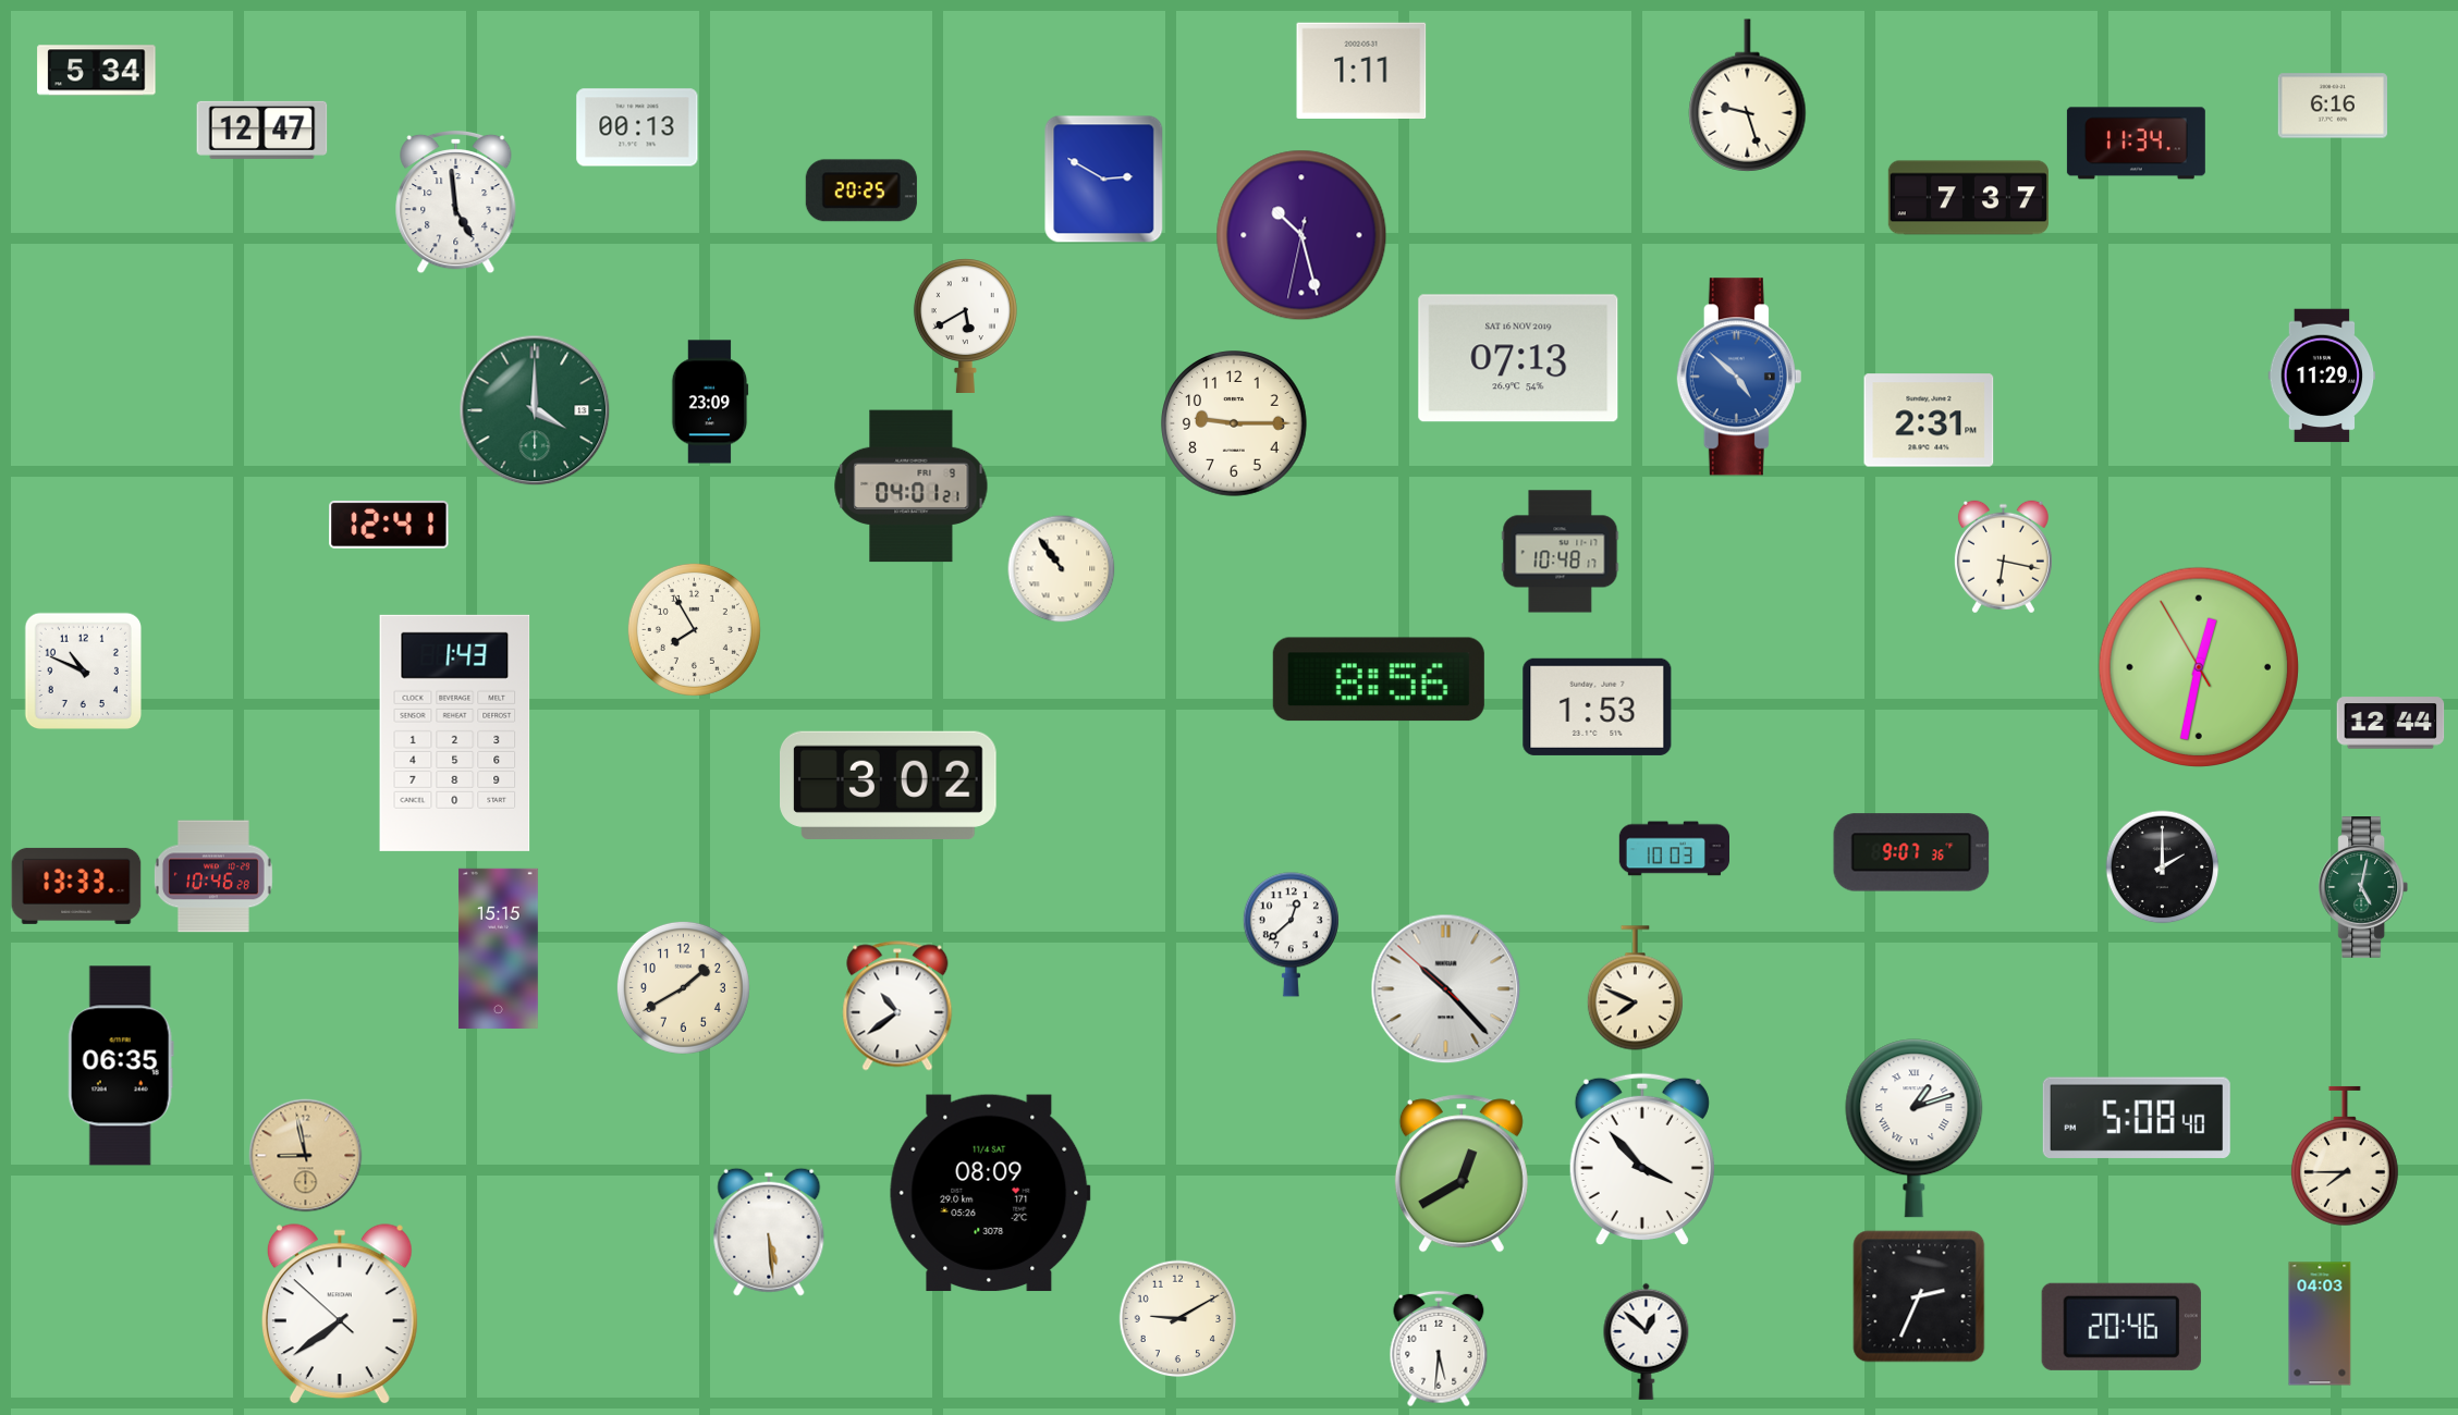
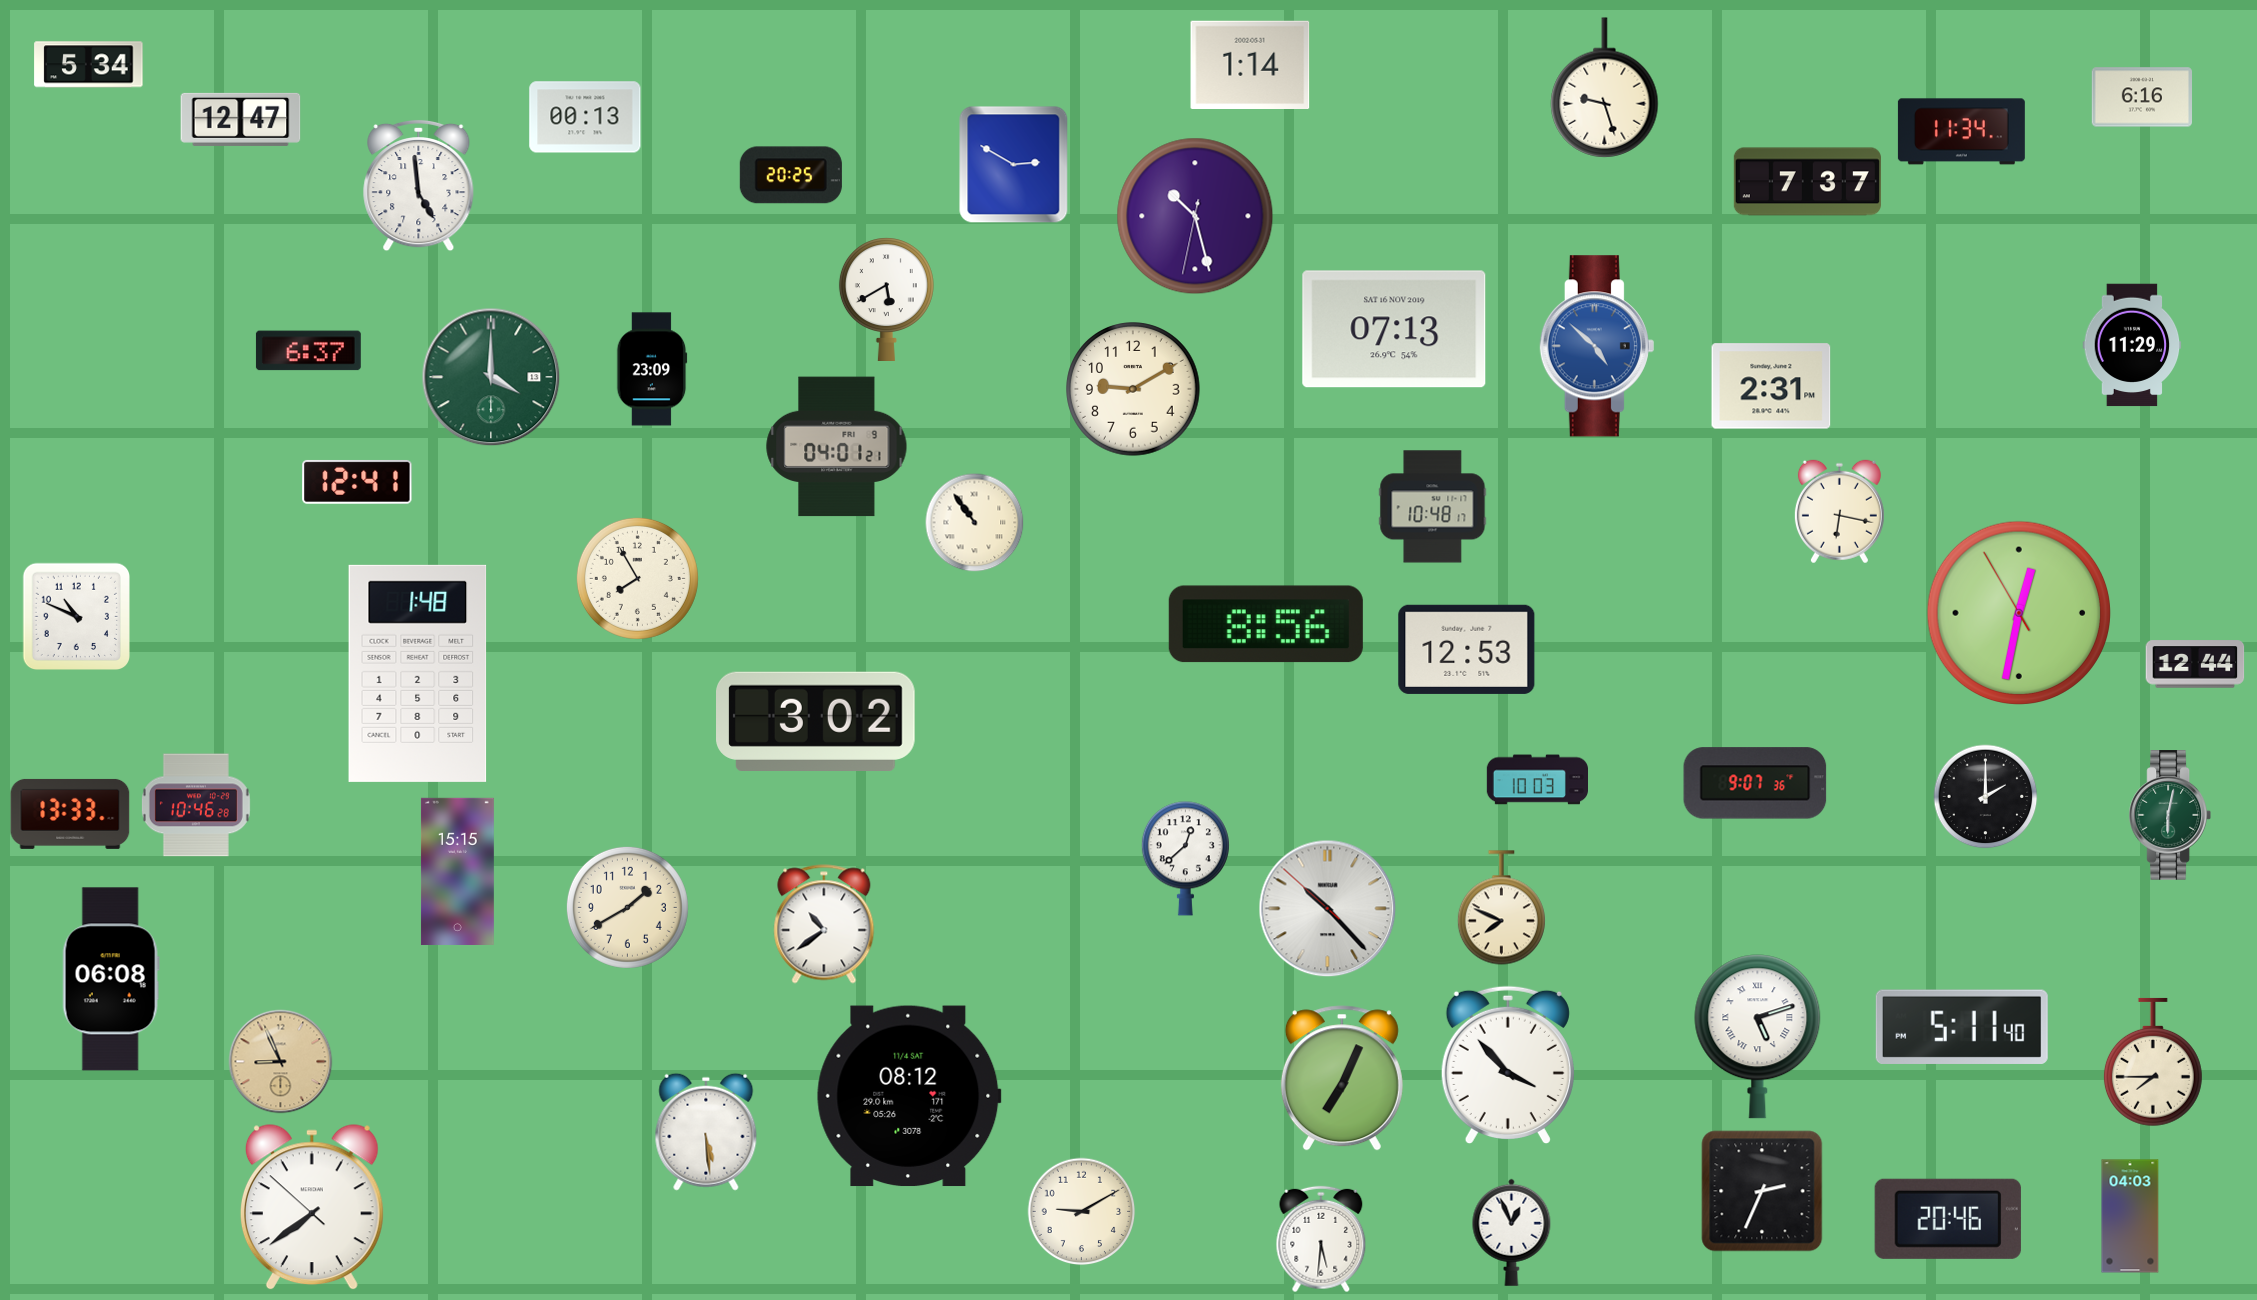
clock at (1361, 70): 1:11 -> 1:14
clock at (308, 351): none -> 6:37
clock at (1234, 423): 9:15 -> 9:10
clock at (1598, 706): 1:53 -> 12:53
clock at (455, 733): 1:43 -> 1:48
clock at (2362, 887): 5:02 -> 6:02
clock at (121, 1066): 06:35 -> 06:08
clock at (2137, 1118): 5:08 -> 5:11
clock at (1915, 1129): 1:12 -> 5:12
clock at (306, 1156): 8:58 -> 8:56
clock at (1462, 1173): 12:40 -> 7:04
clock at (990, 1193): 08:09 -> 08:12
clock at (1647, 1341): 12:52 -> 12:56
